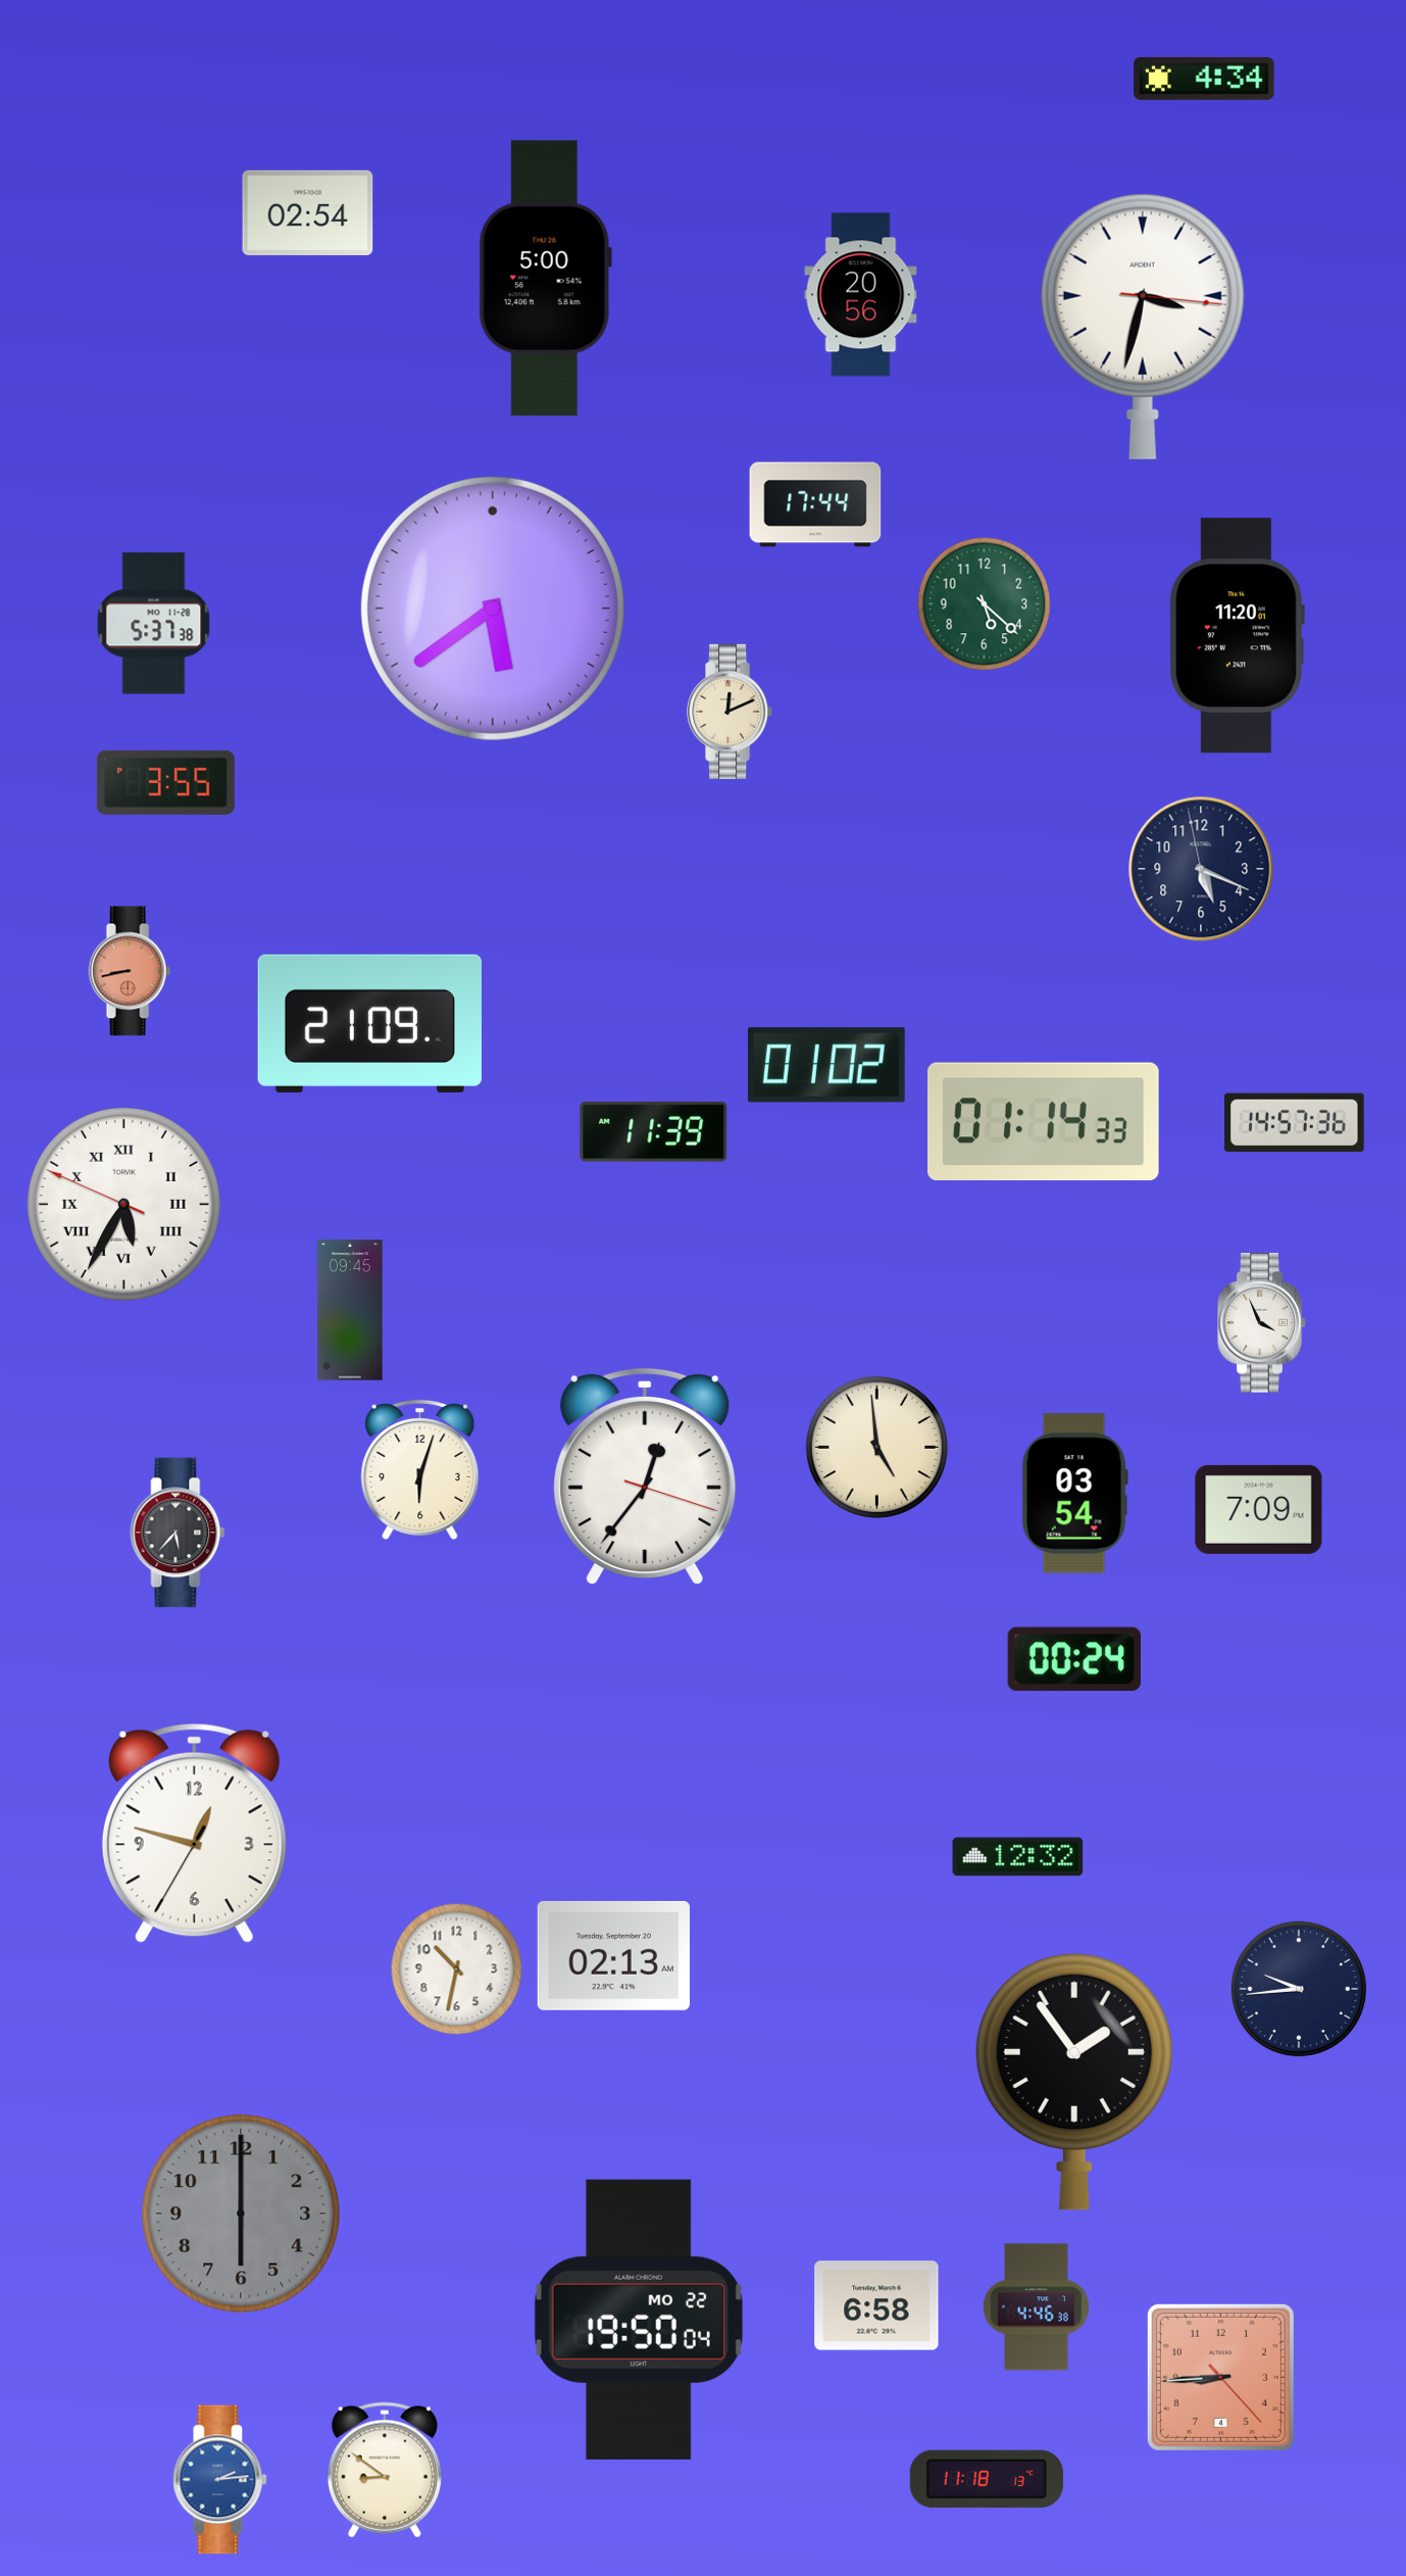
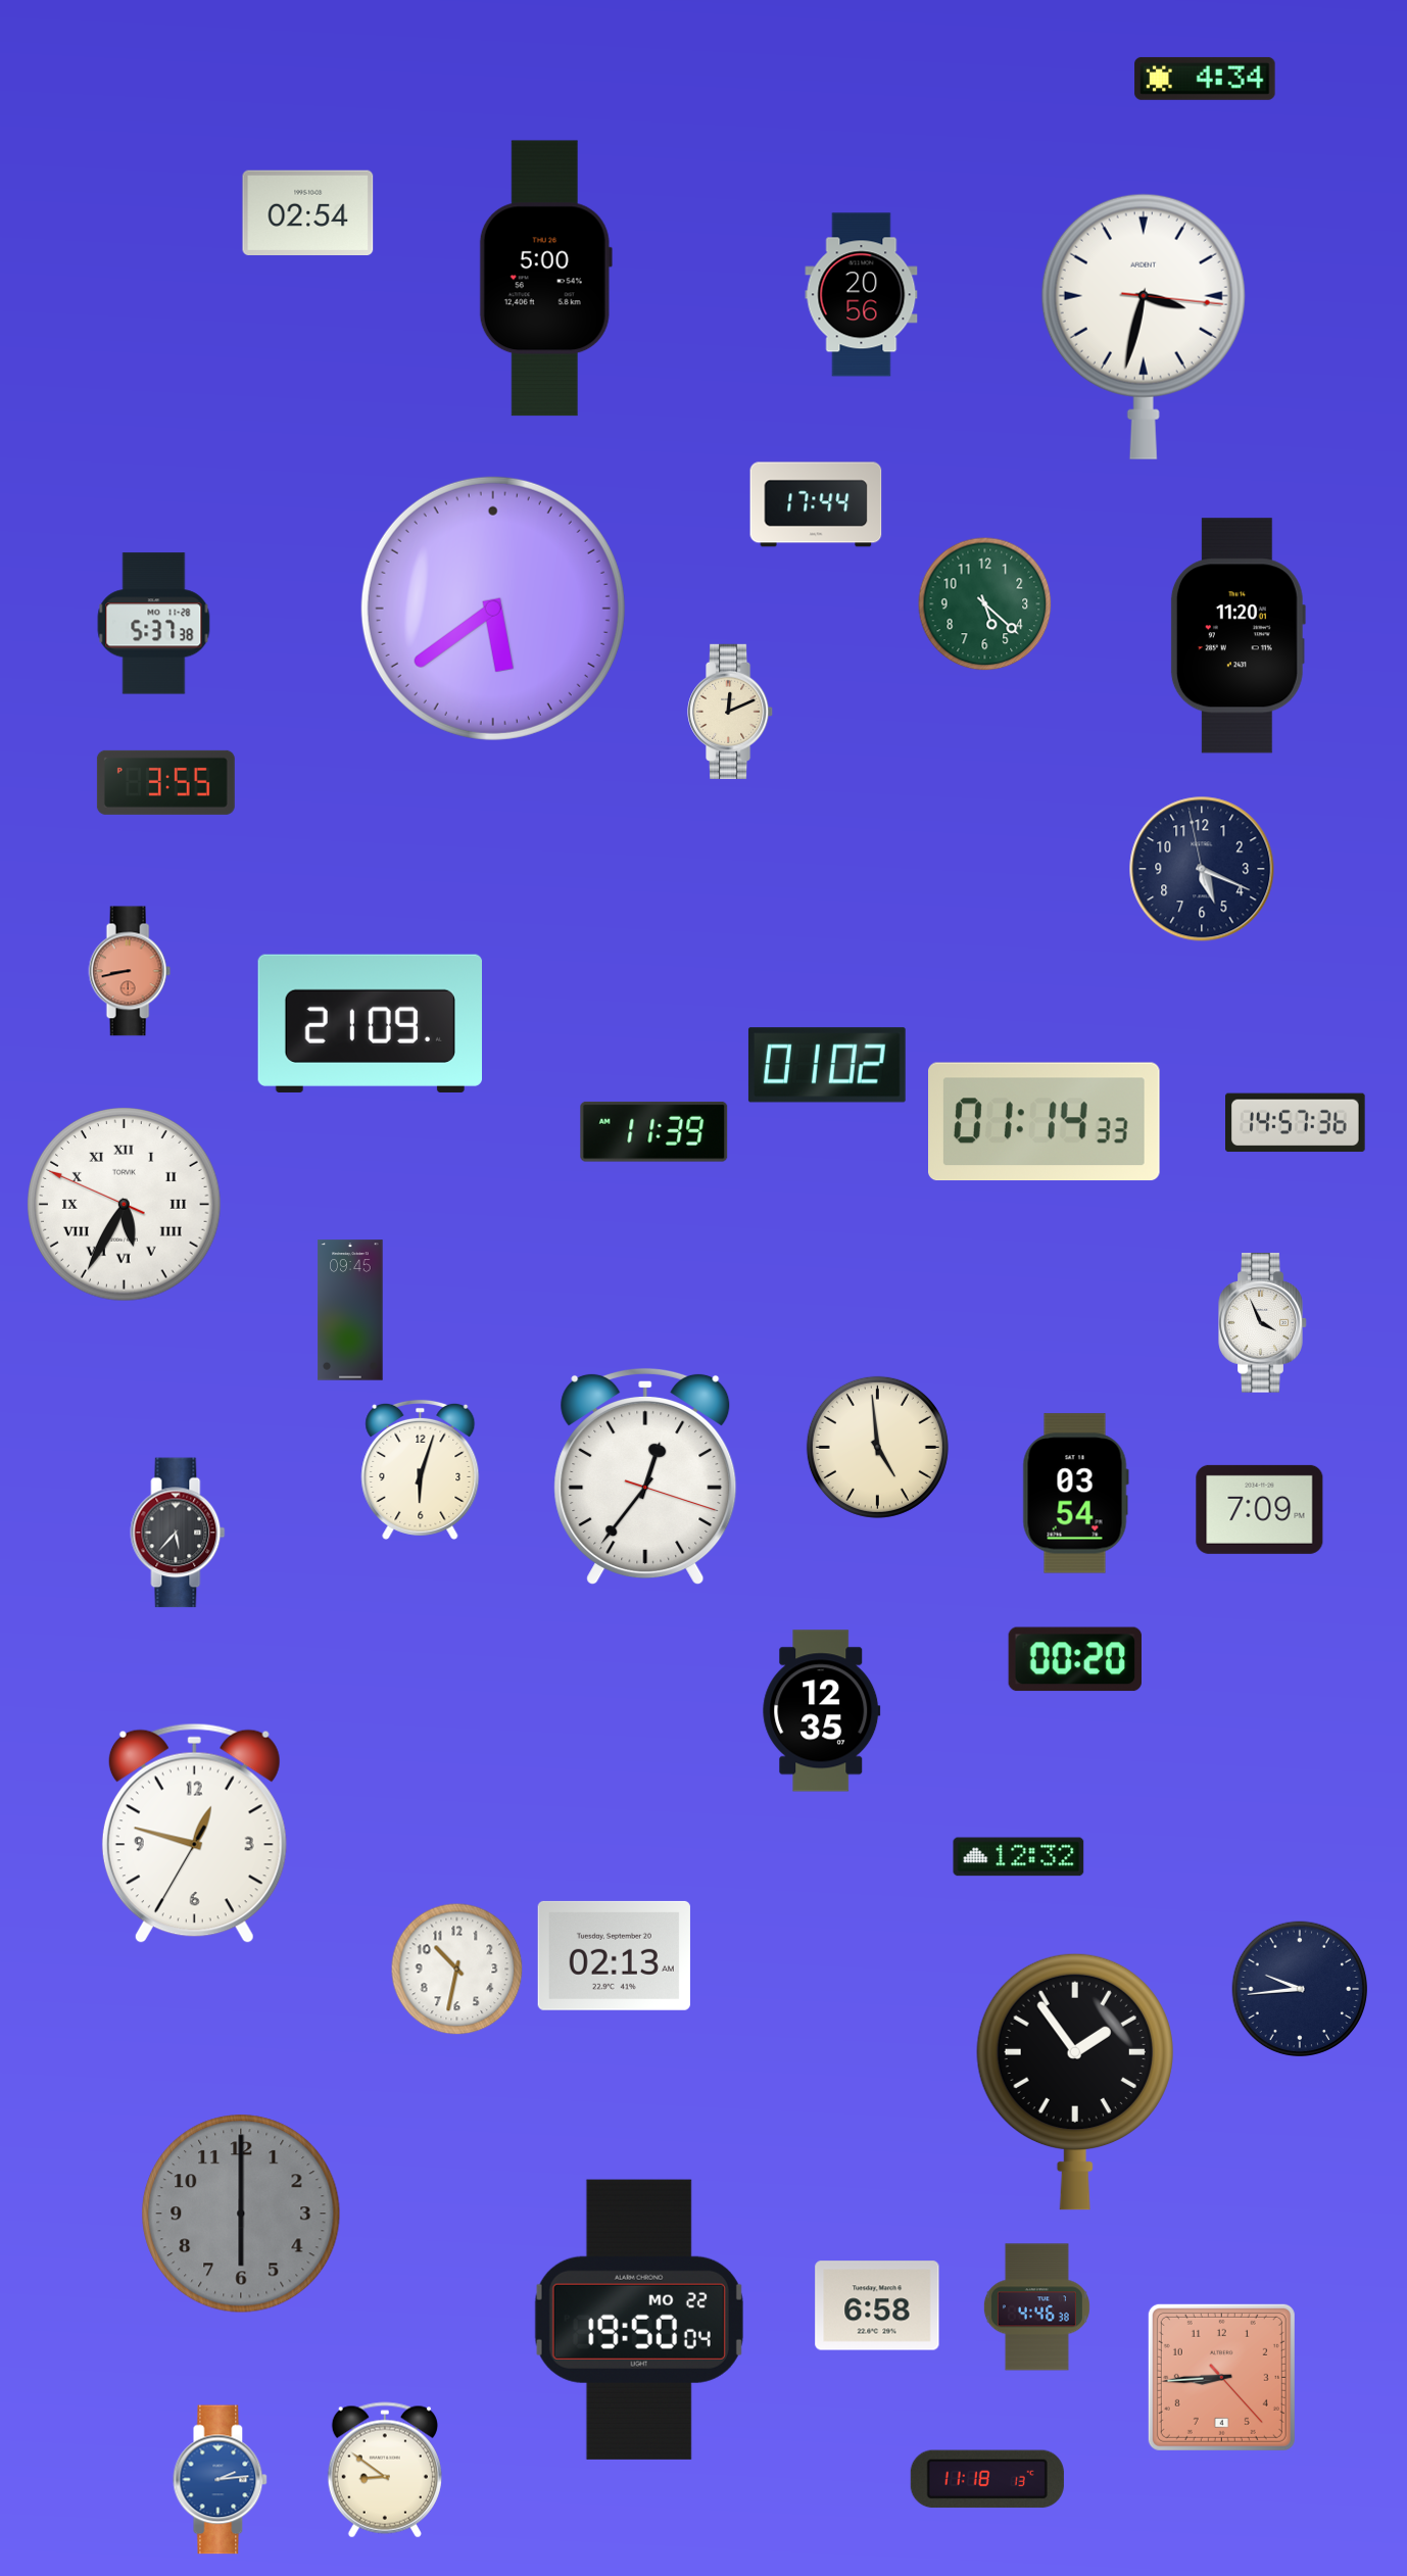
clock at (1074, 1659): 00:24 -> 00:20
clock at (822, 1711): none -> 12:35
